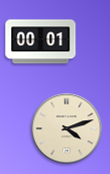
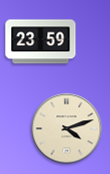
clock at (41, 42): 00:01 -> 23:59
